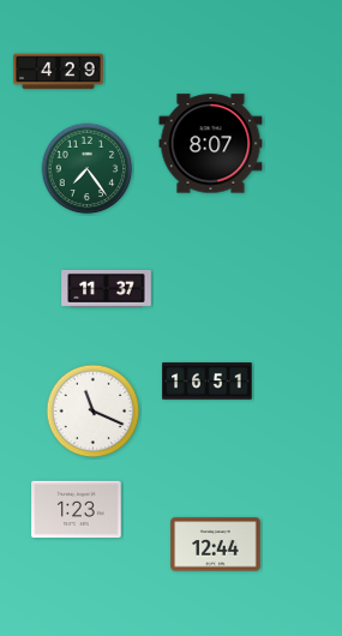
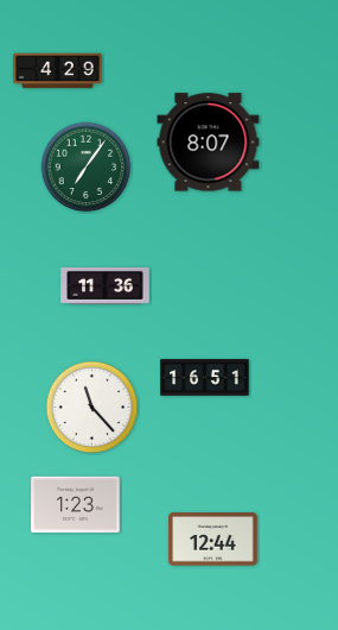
clock at (88, 169): 7:24 -> 7:06
clock at (107, 288): 11:37 -> 11:36
clock at (94, 412): 11:19 -> 11:23
